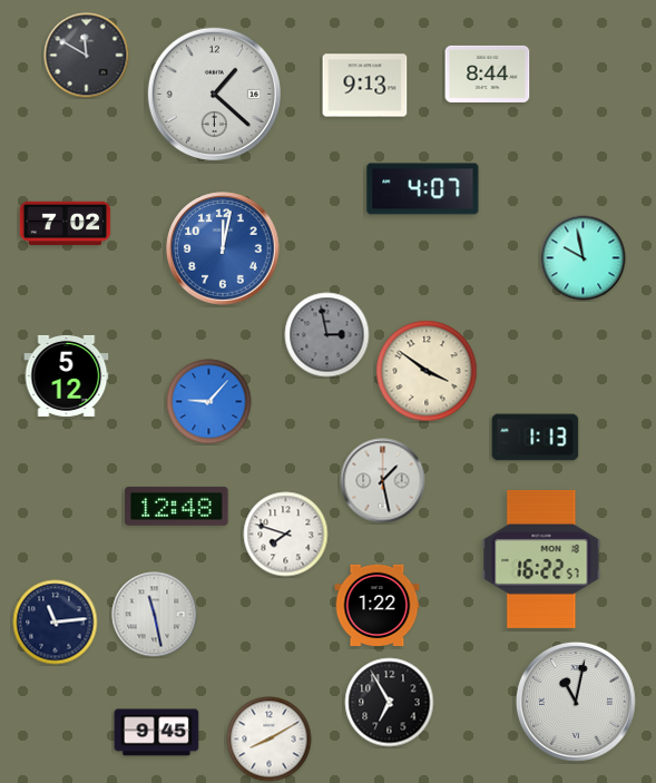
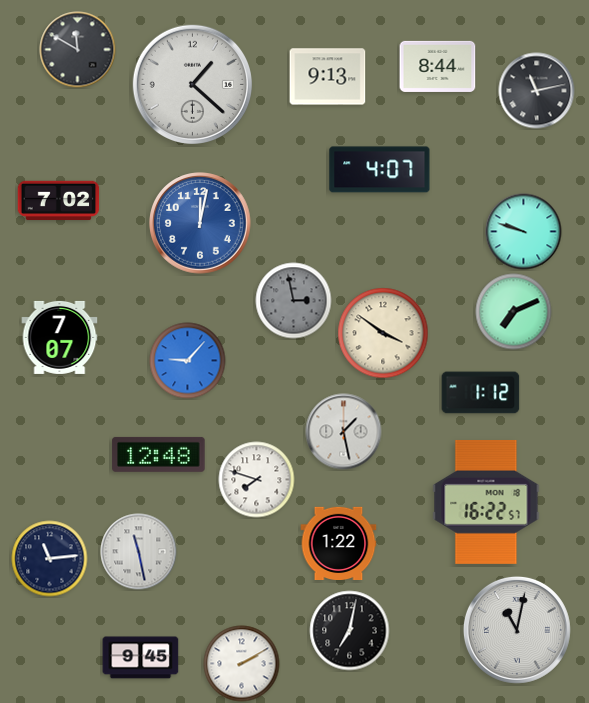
clock at (537, 91): none -> 11:13
clock at (584, 258): 9:58 -> 9:48
clock at (514, 312): none -> 7:11
clock at (67, 375): 5:12 -> 7:07
clock at (536, 438): 1:13 -> 1:12
clock at (390, 703): 6:55 -> 7:02
clock at (270, 740): 8:10 -> 2:10
